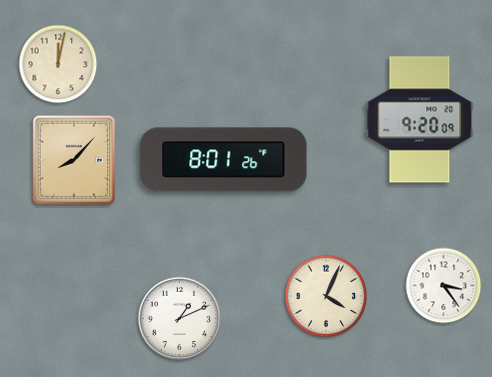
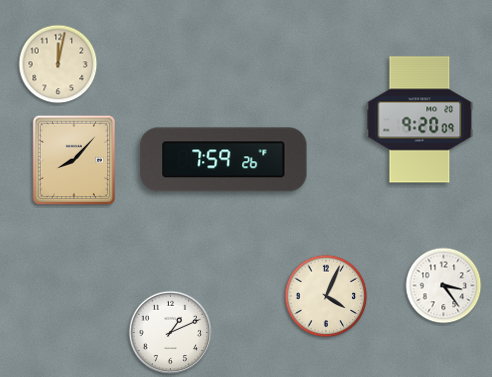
clock at (224, 160): 8:01 -> 7:59
clock at (180, 319) position: (180, 319) -> (171, 333)
